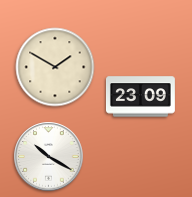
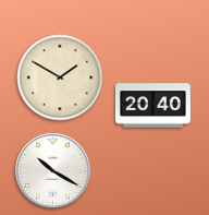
clock at (55, 67) position: (55, 67) -> (60, 77)
clock at (140, 97): 23:09 -> 20:40
